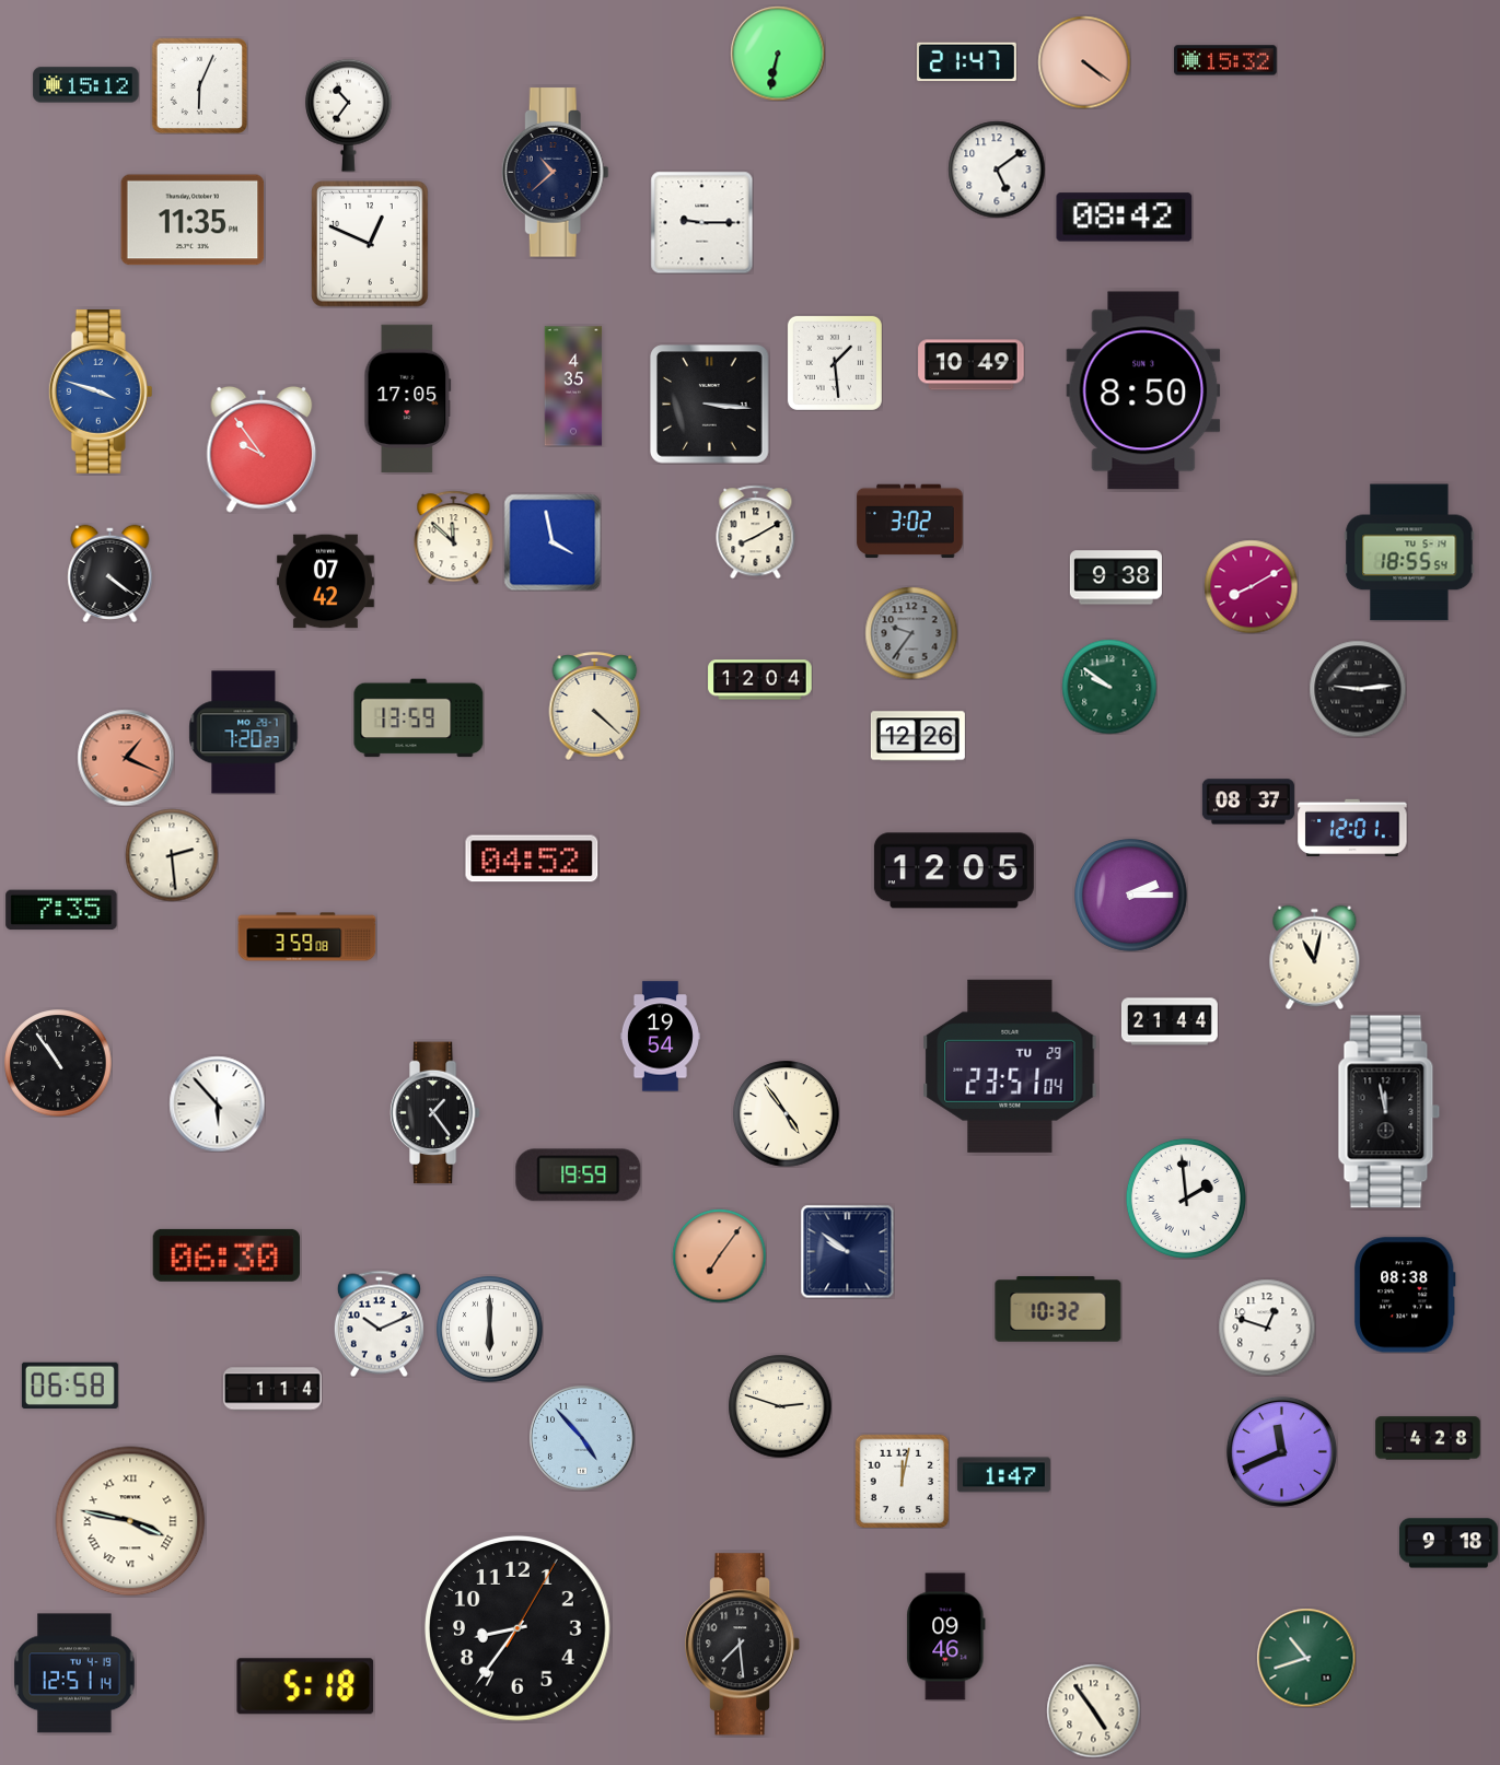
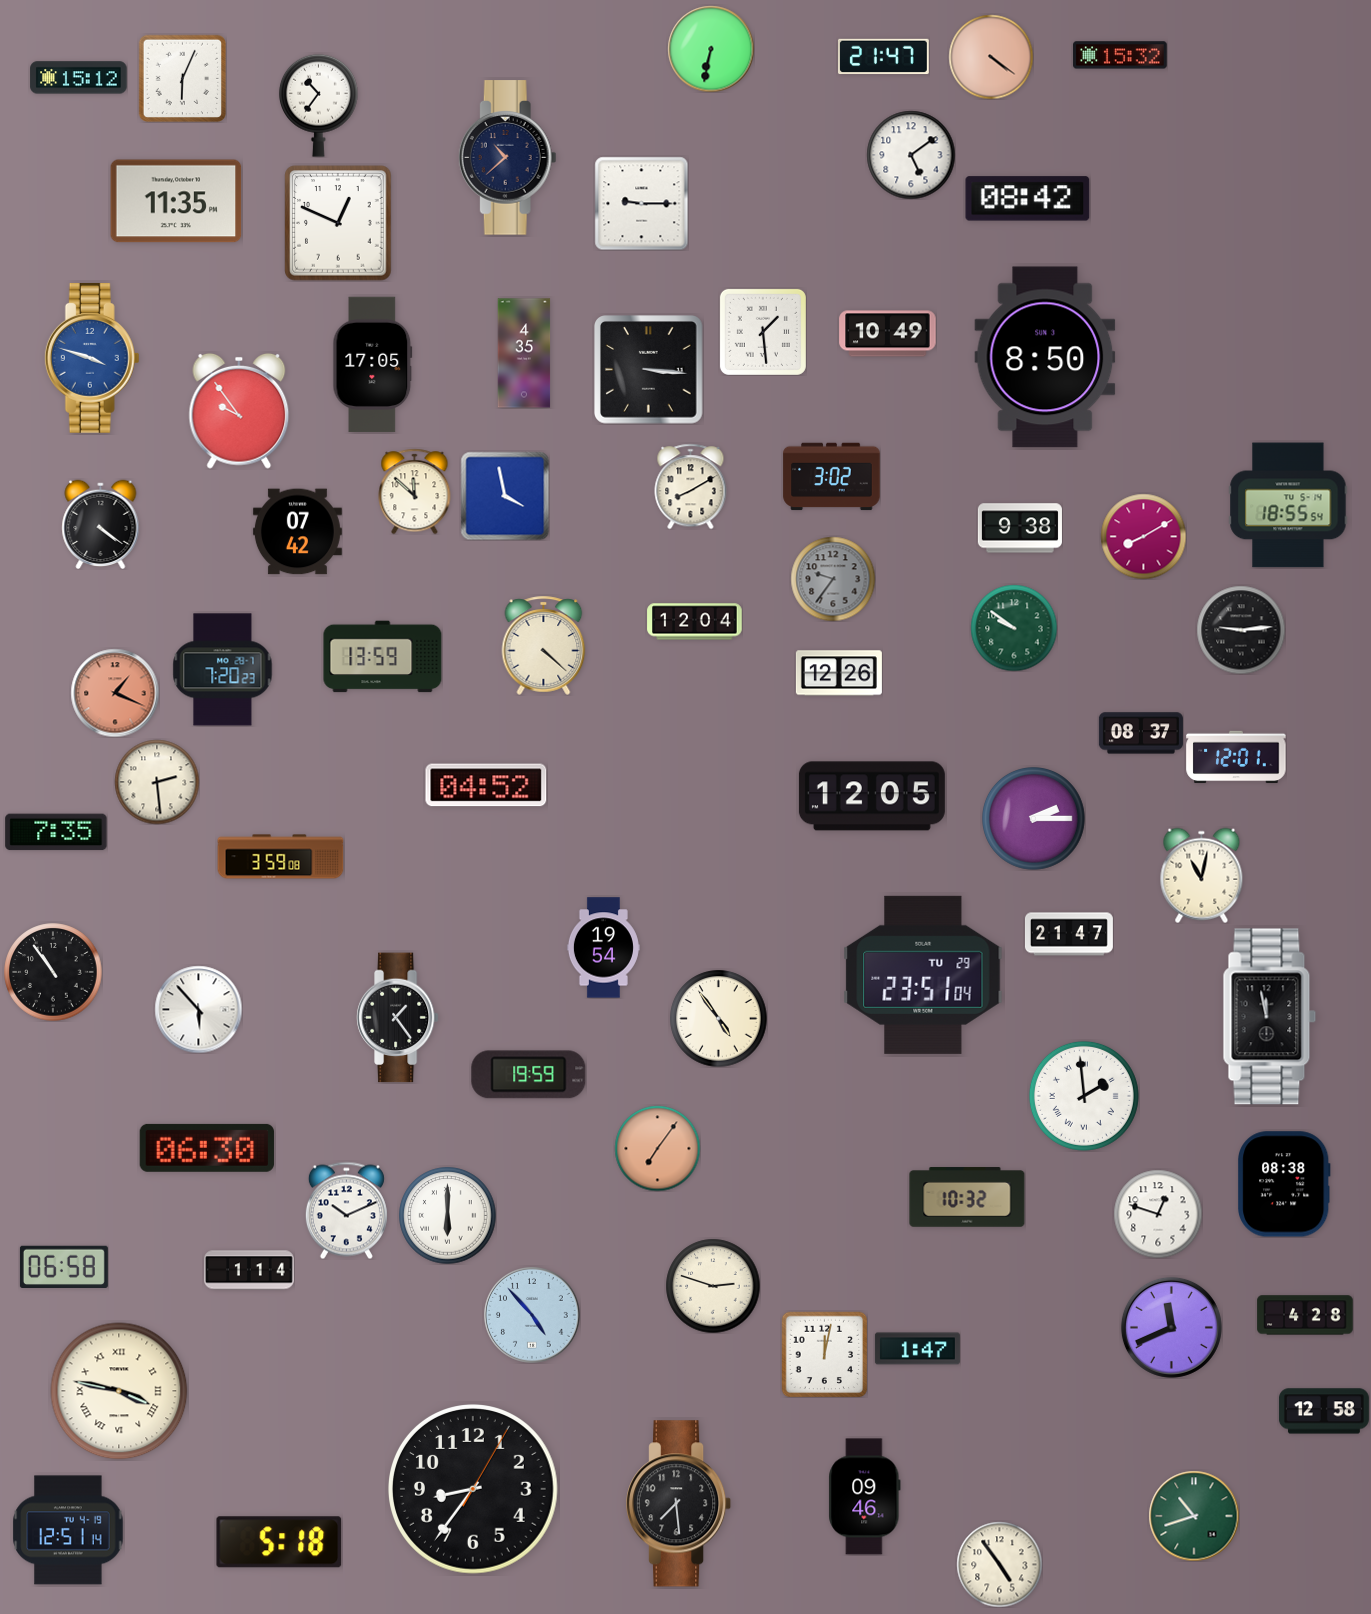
clock at (1170, 1021): 21:44 -> 21:47
clock at (847, 1251): 9:51 -> none
clock at (1449, 1543): 9:18 -> 12:58
